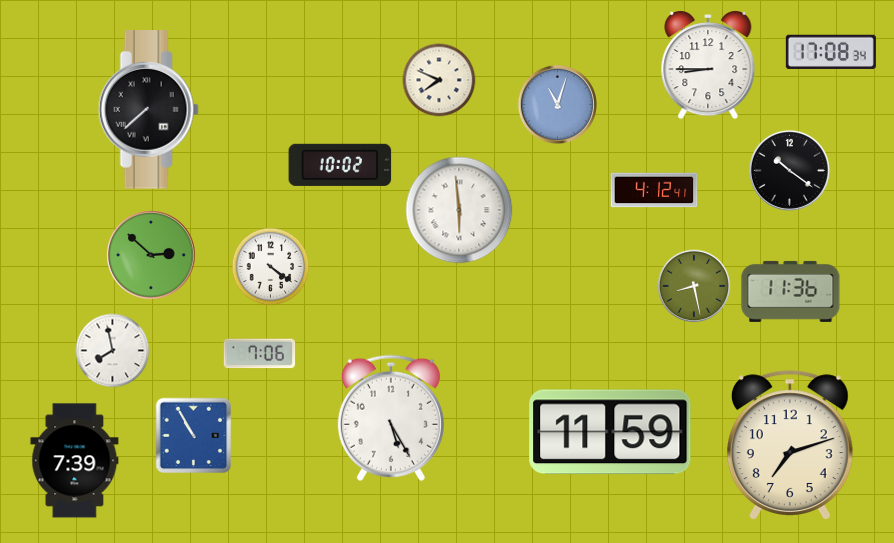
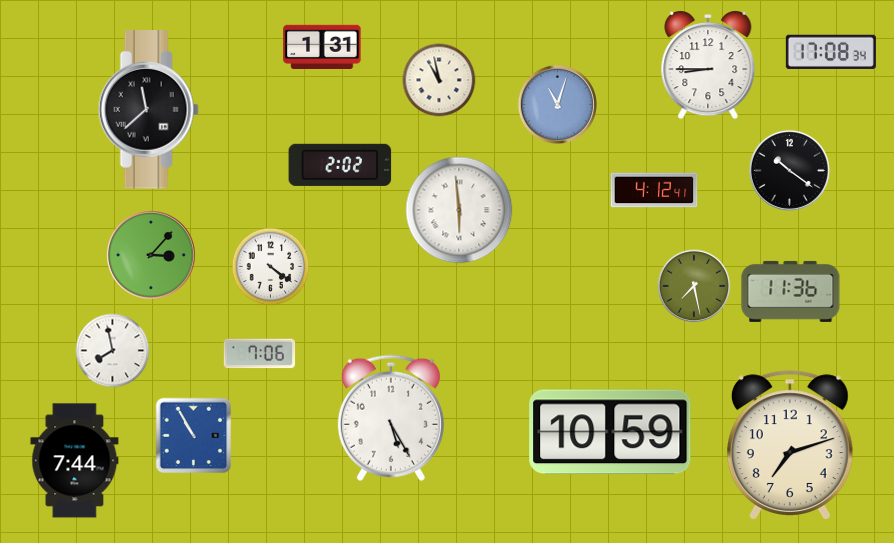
clock at (322, 46): none -> 1:31
clock at (439, 80): 7:49 -> 10:58
clock at (148, 110): 7:38 -> 11:38
clock at (340, 165): 10:02 -> 2:02
clock at (151, 255): 2:52 -> 3:07
clock at (694, 286): 8:28 -> 7:28
clock at (610, 432): 11:59 -> 10:59
clock at (75, 461): 7:39 -> 7:44
